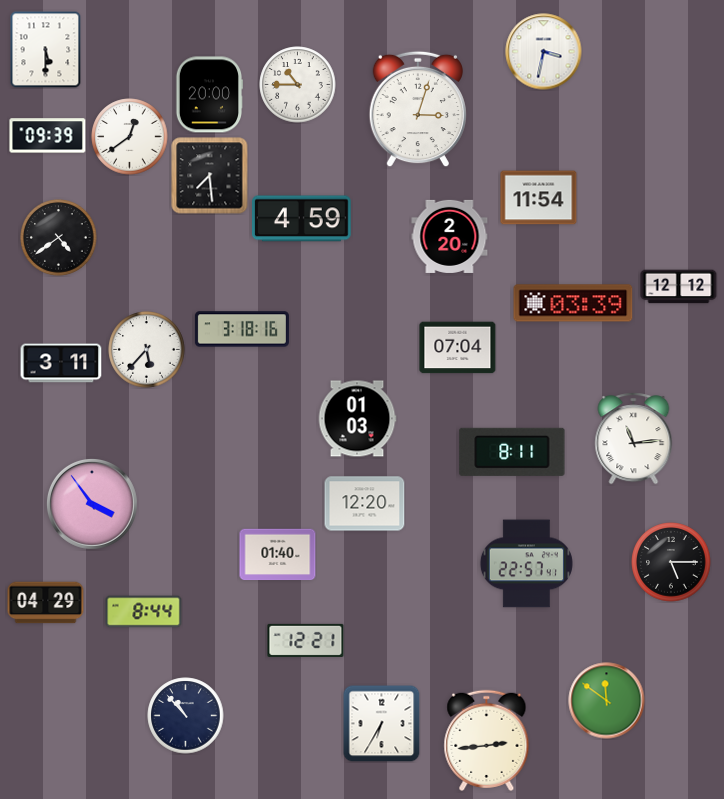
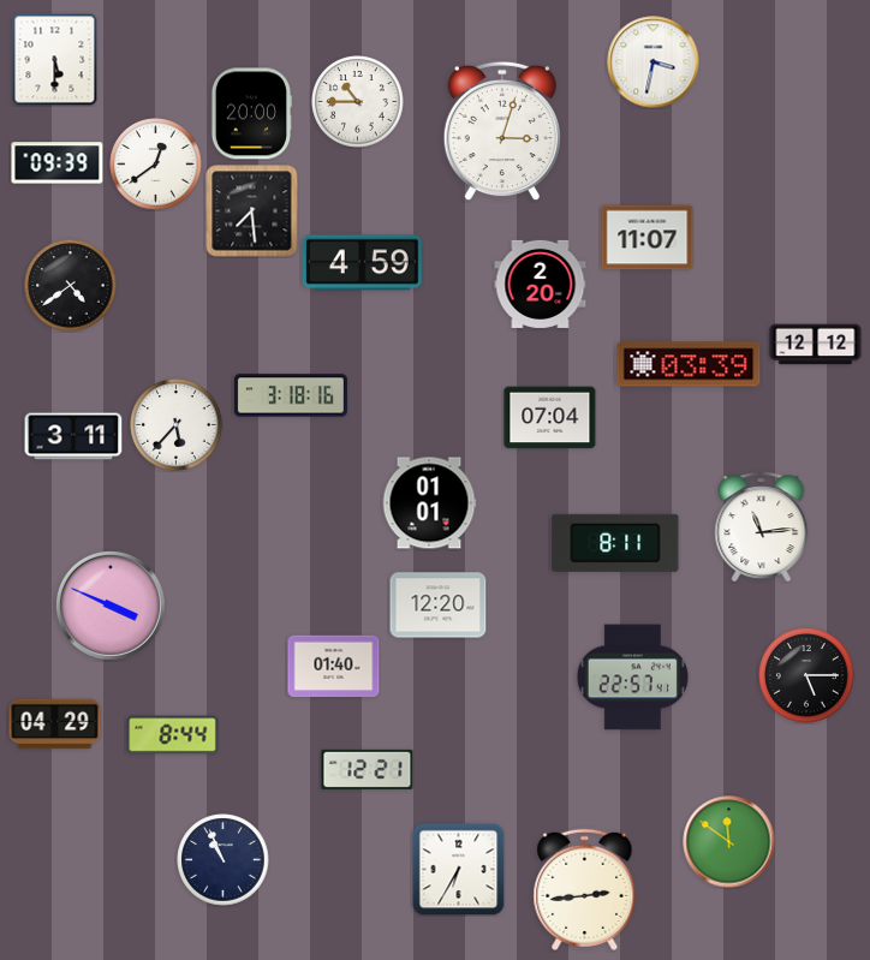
clock at (539, 198): 11:54 -> 11:07
clock at (147, 350) position: (147, 350) -> (177, 425)
clock at (357, 419): 01:03 -> 01:01
clock at (92, 504): 3:54 -> 3:49
clock at (186, 716): 10:53 -> 10:56
